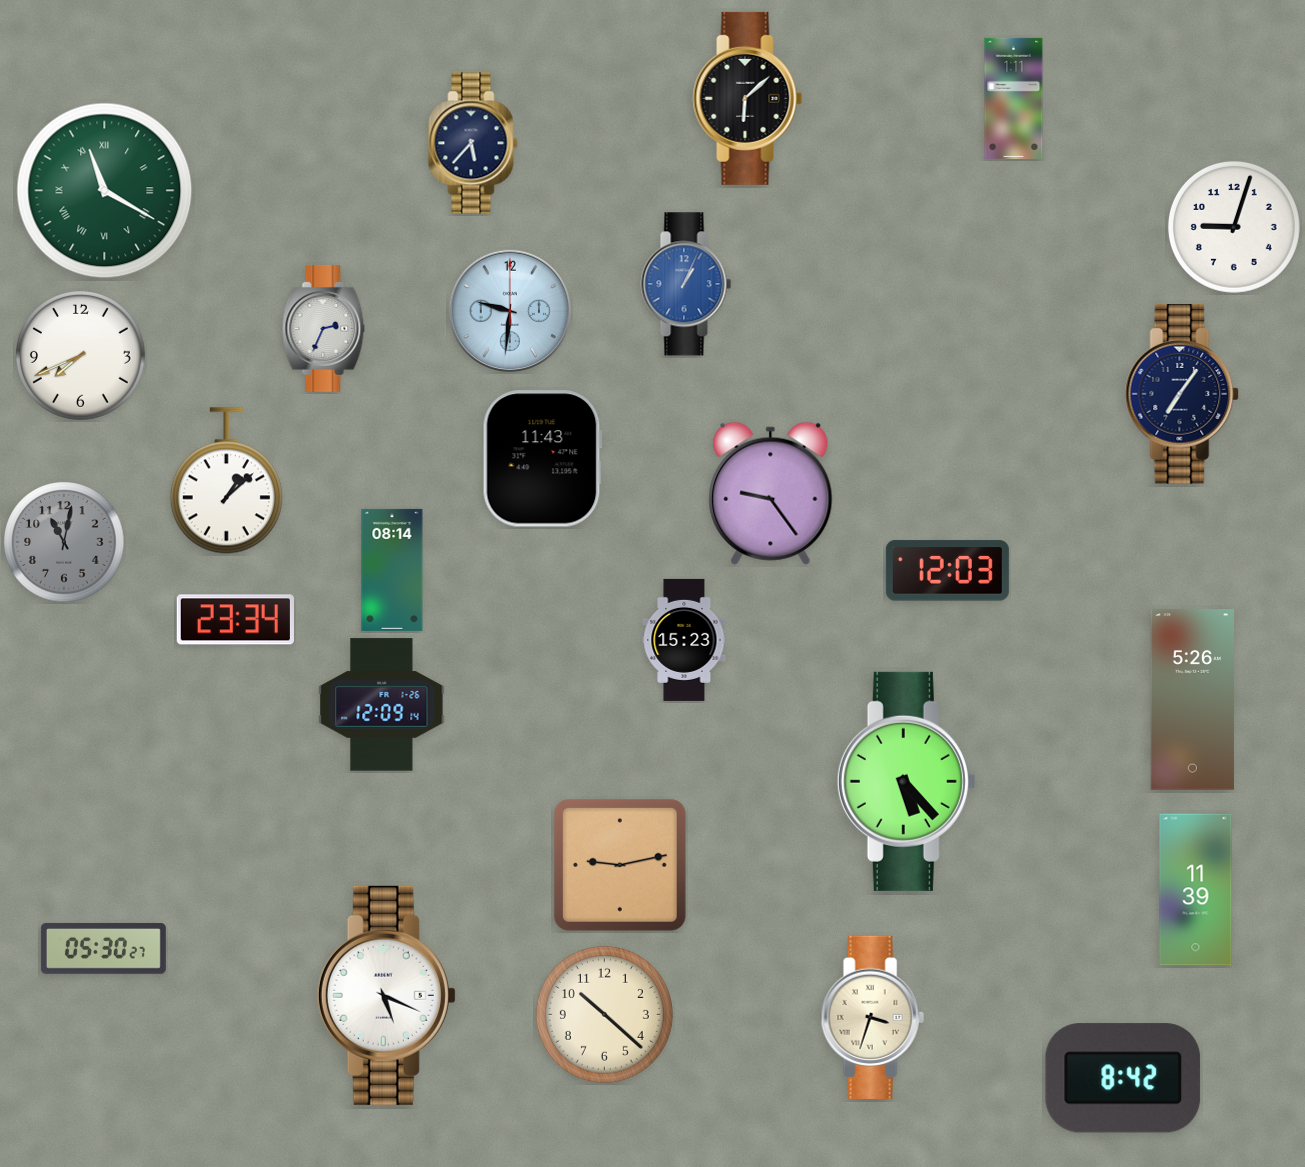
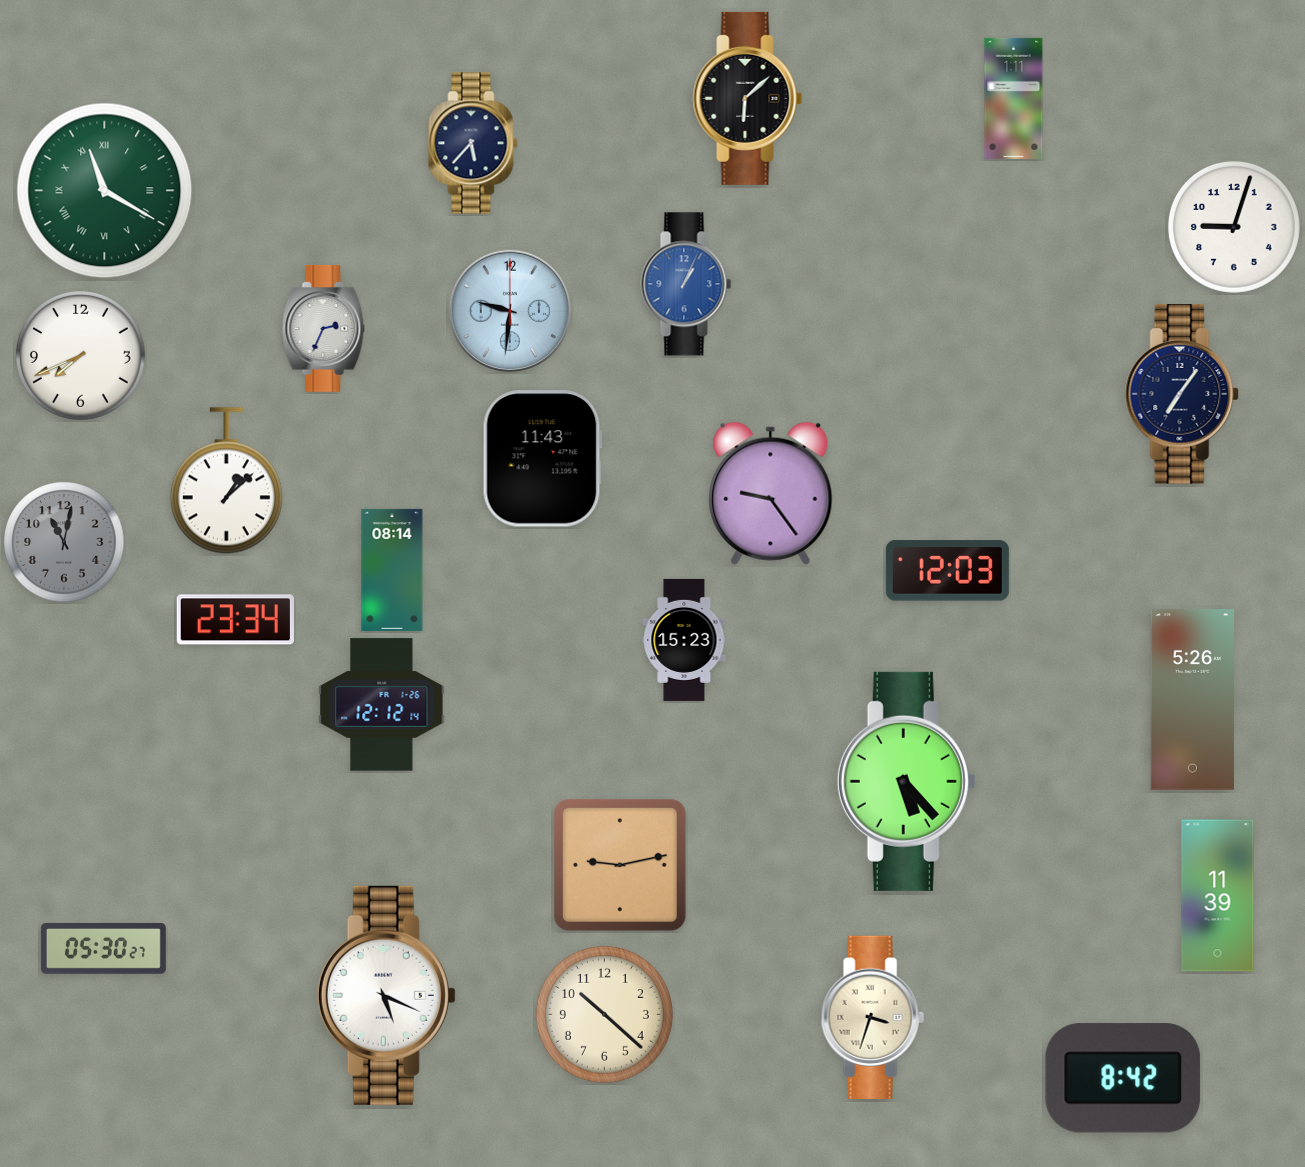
clock at (382, 705): 12:09 -> 12:12
clock at (1196, 890) position: (1196, 890) -> (1218, 896)
